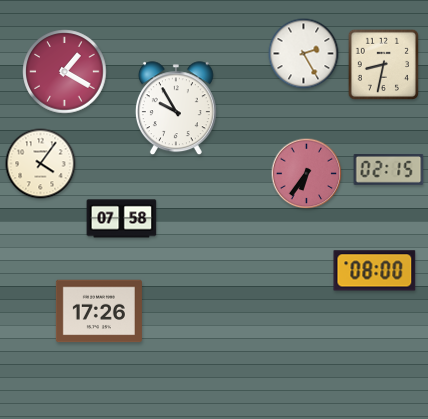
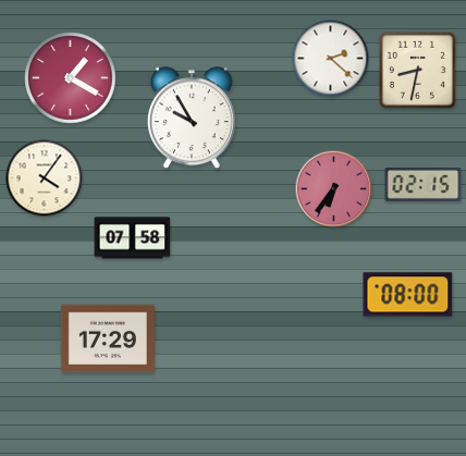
clock at (304, 54): 2:25 -> 2:22
clock at (99, 311): 17:26 -> 17:29
